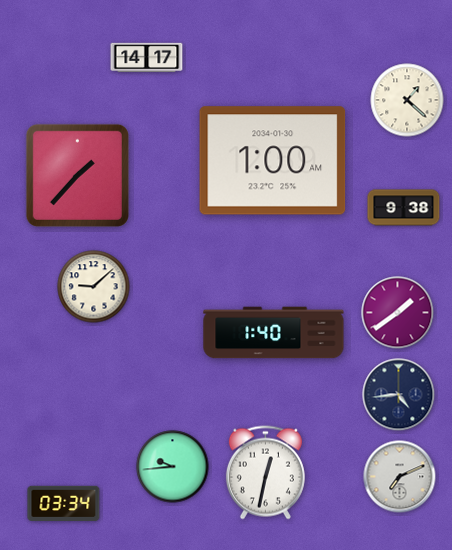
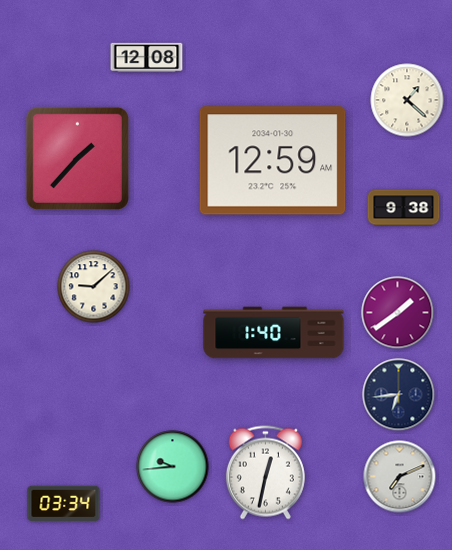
clock at (147, 58): 14:17 -> 12:08
clock at (273, 161): 1:00 -> 12:59
clock at (77, 175) position: (77, 175) -> (77, 158)
clock at (399, 395): 4:44 -> 6:44
